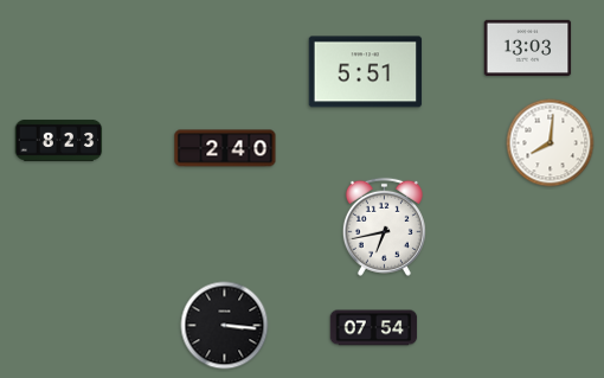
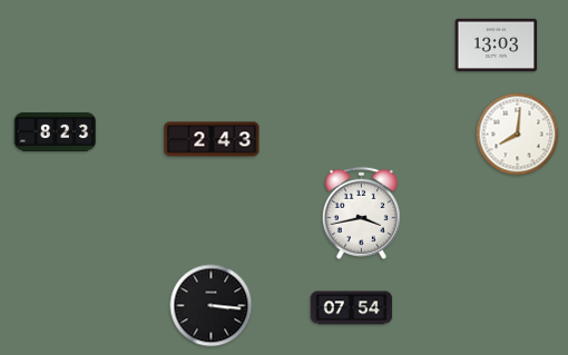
clock at (366, 72): 5:51 -> none
clock at (225, 148): 2:40 -> 2:43
clock at (384, 226): 6:43 -> 3:43
